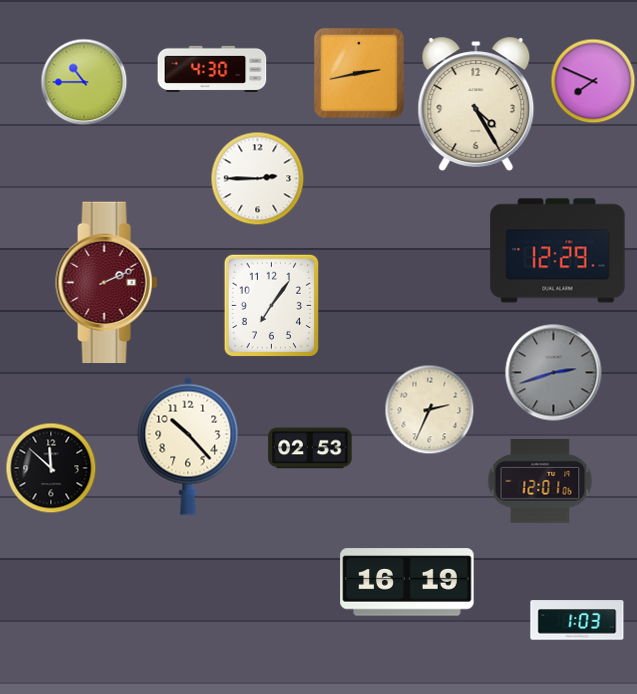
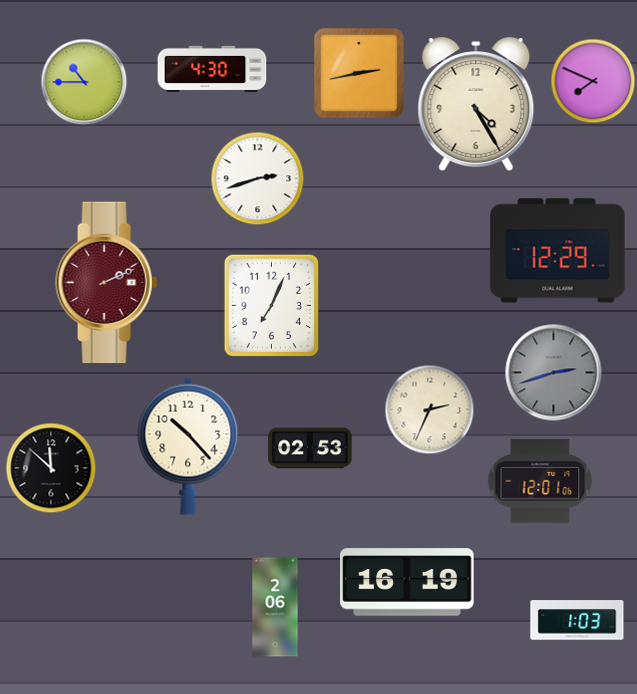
clock at (257, 178): 2:45 -> 2:42
clock at (271, 305): 7:06 -> 7:04
clock at (275, 607): none -> 2:06
